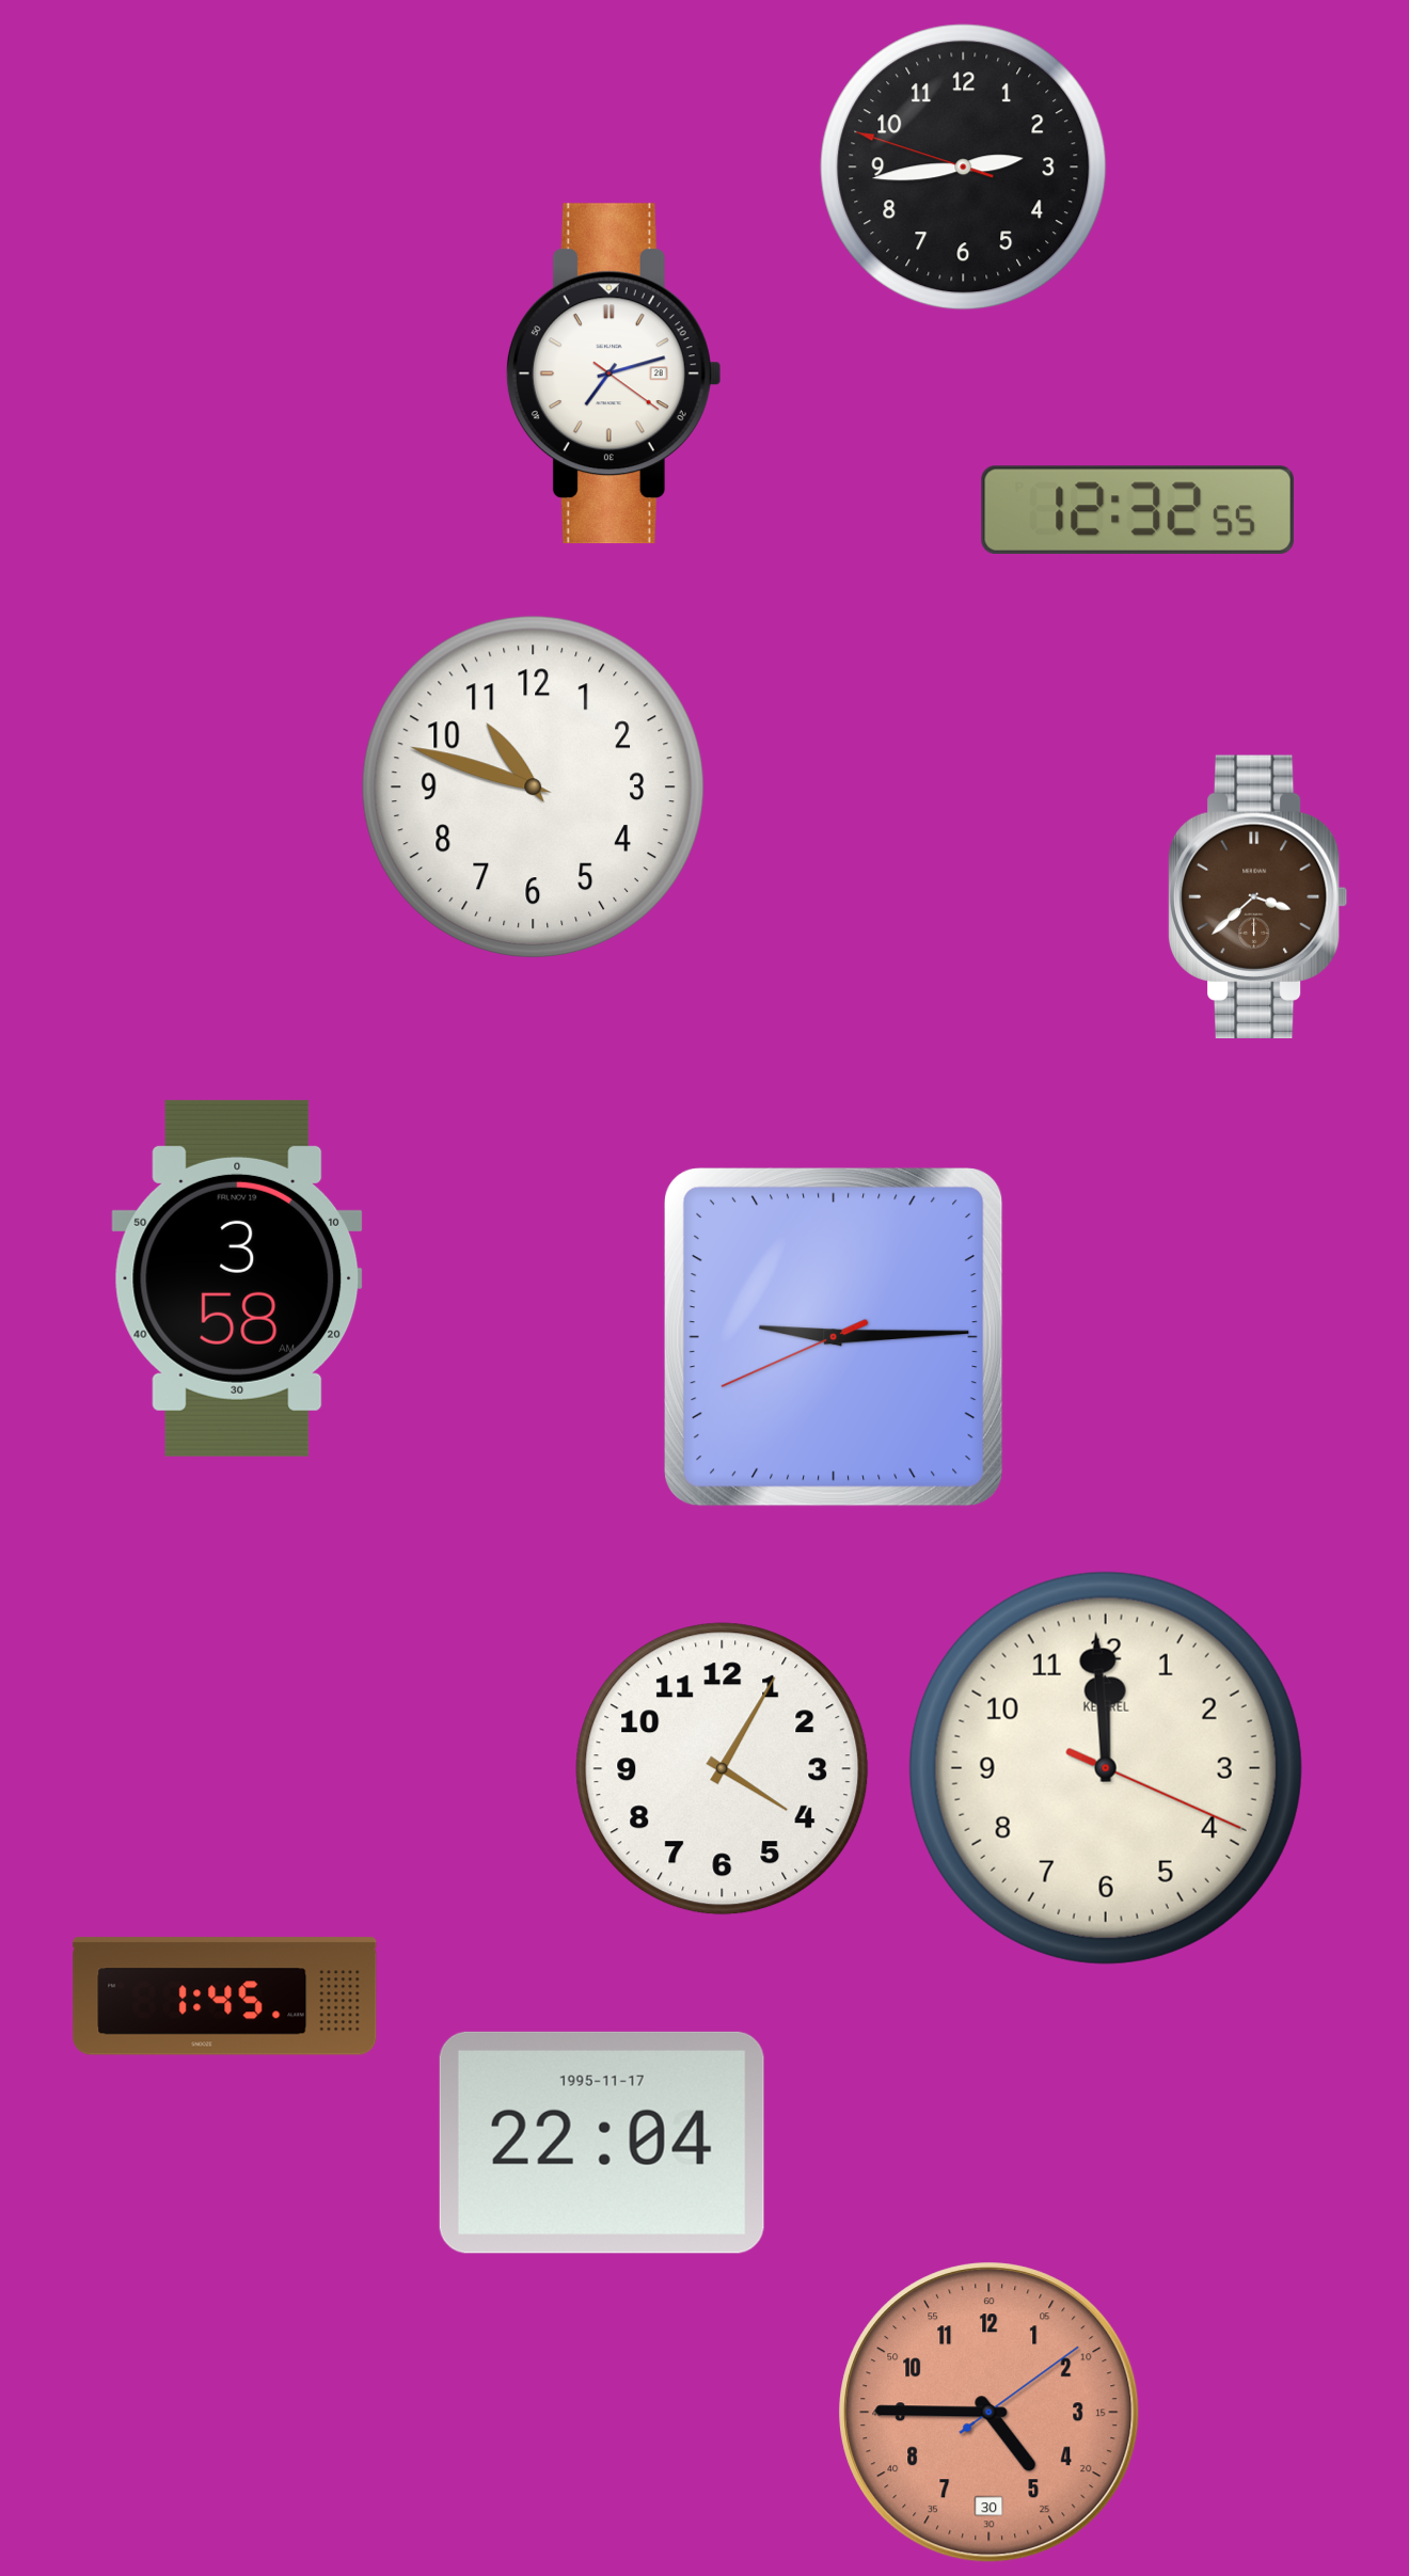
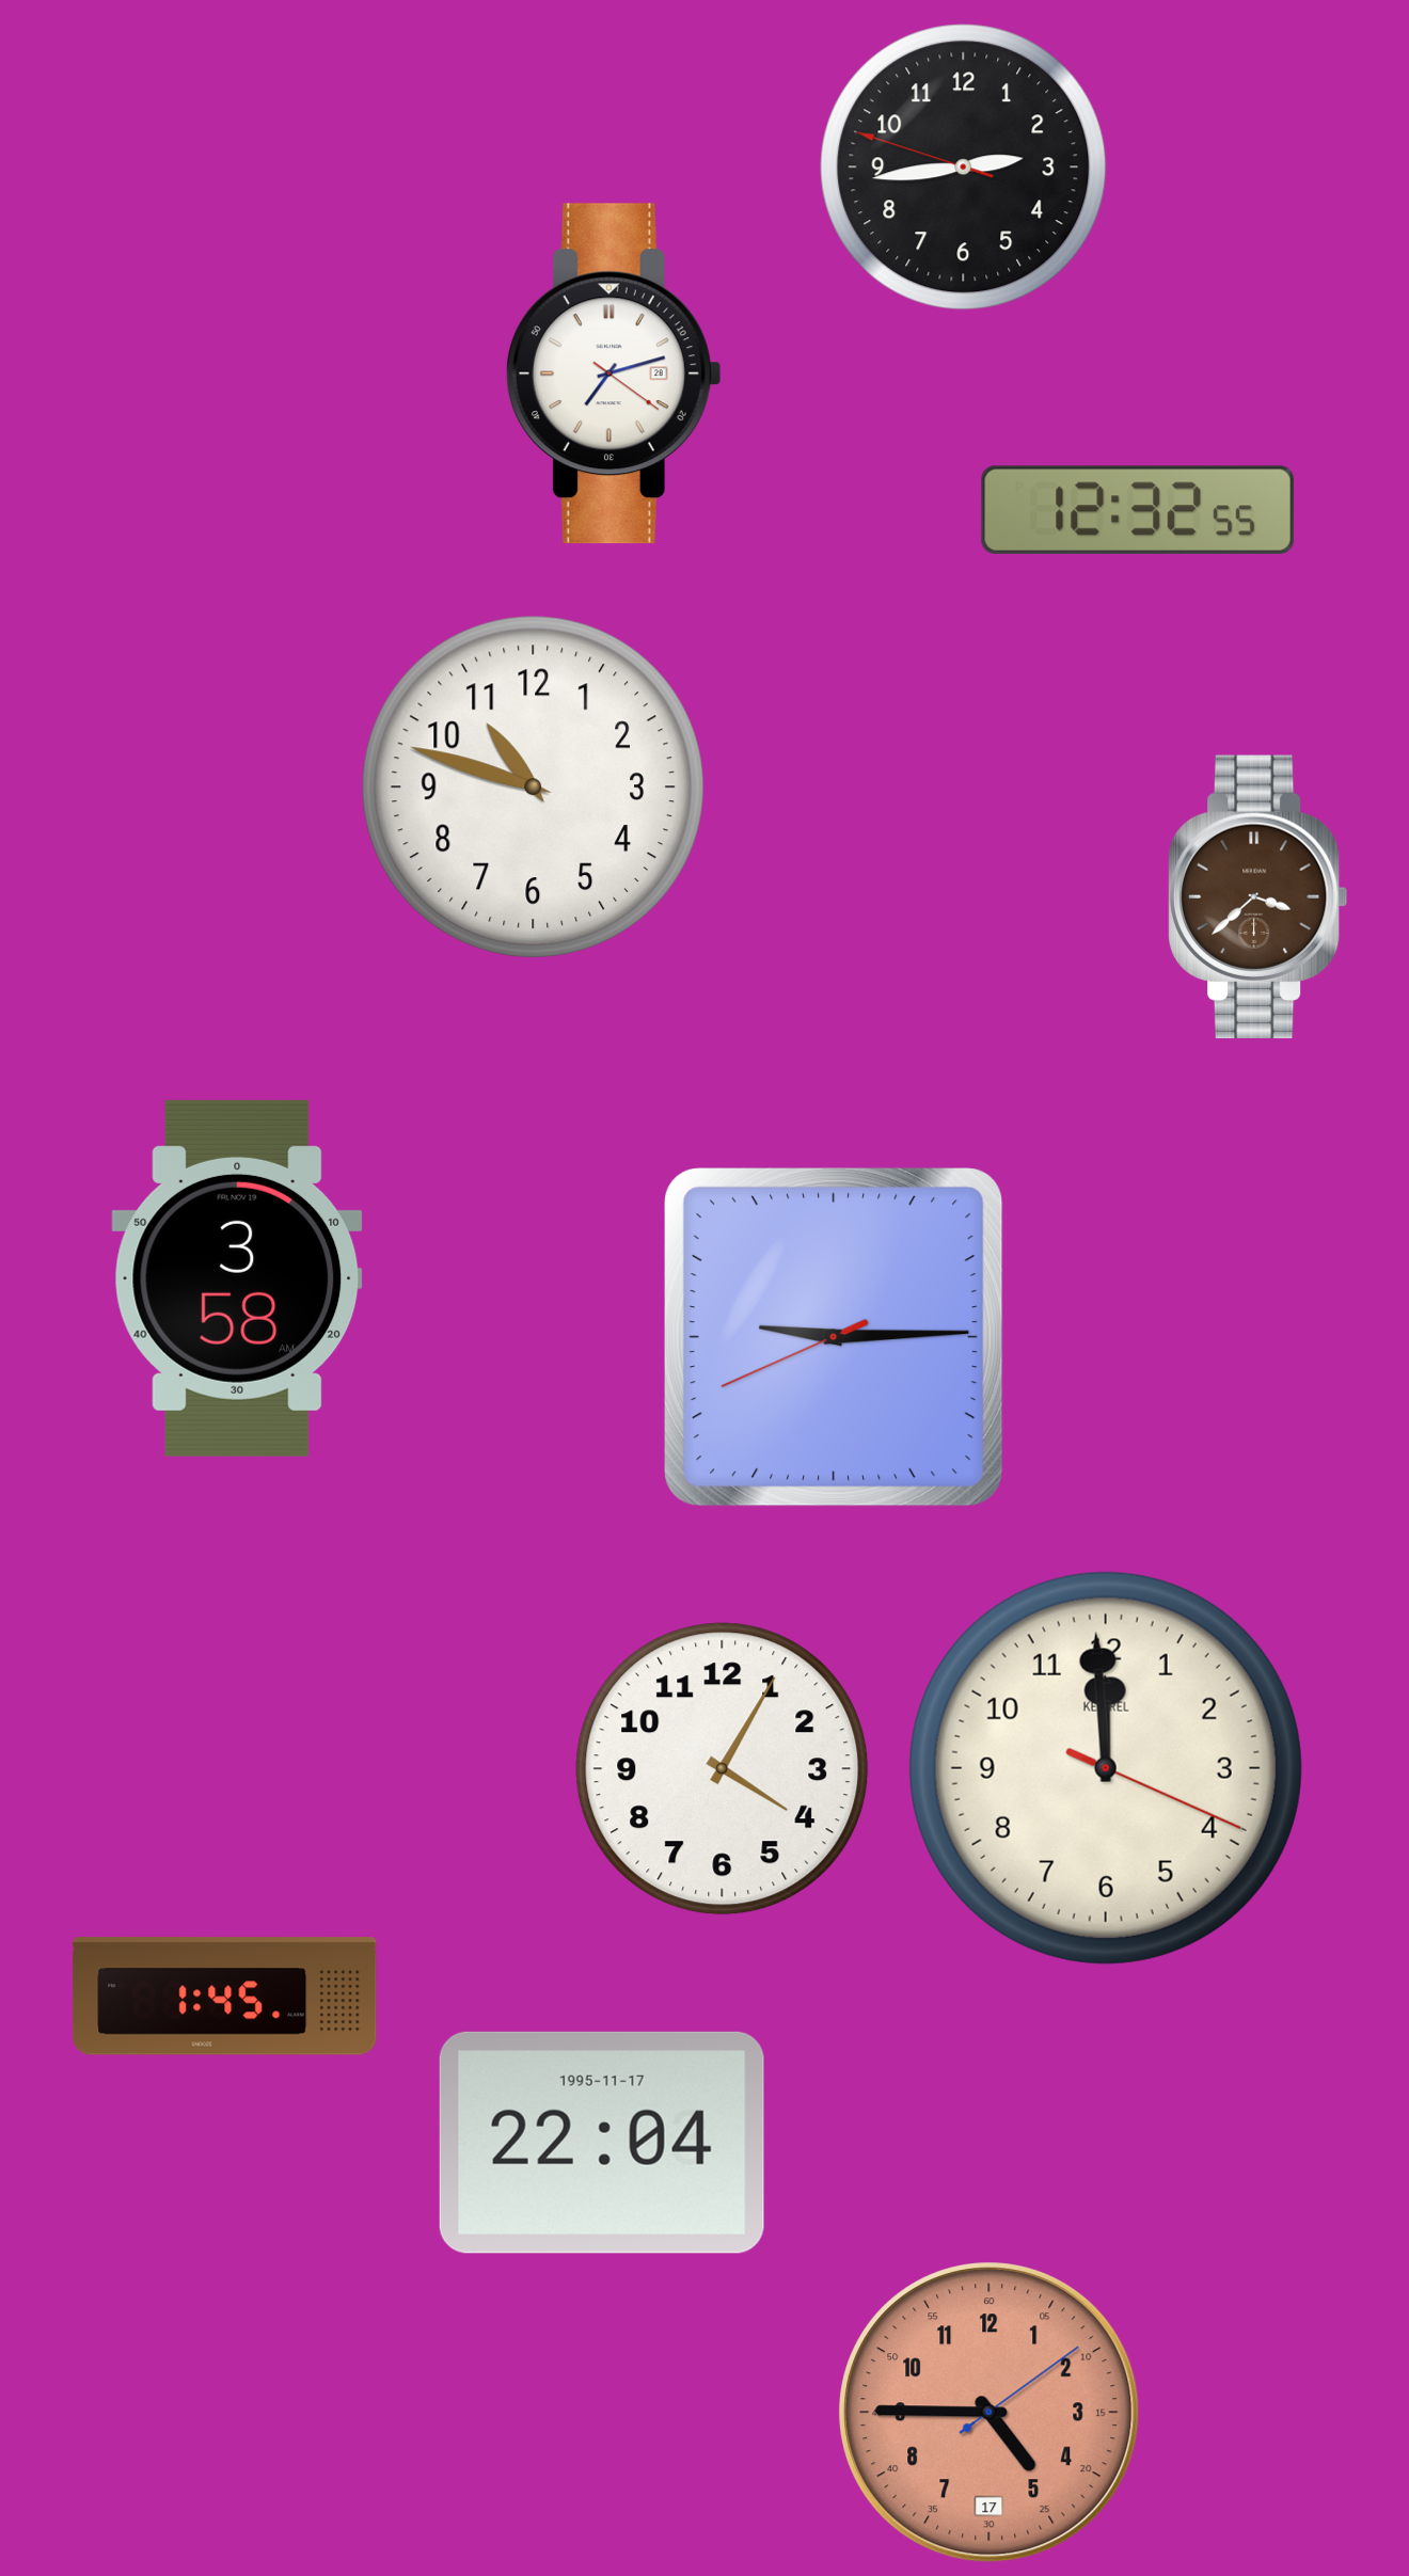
clock at (990, 2413) date: 30 -> 17
